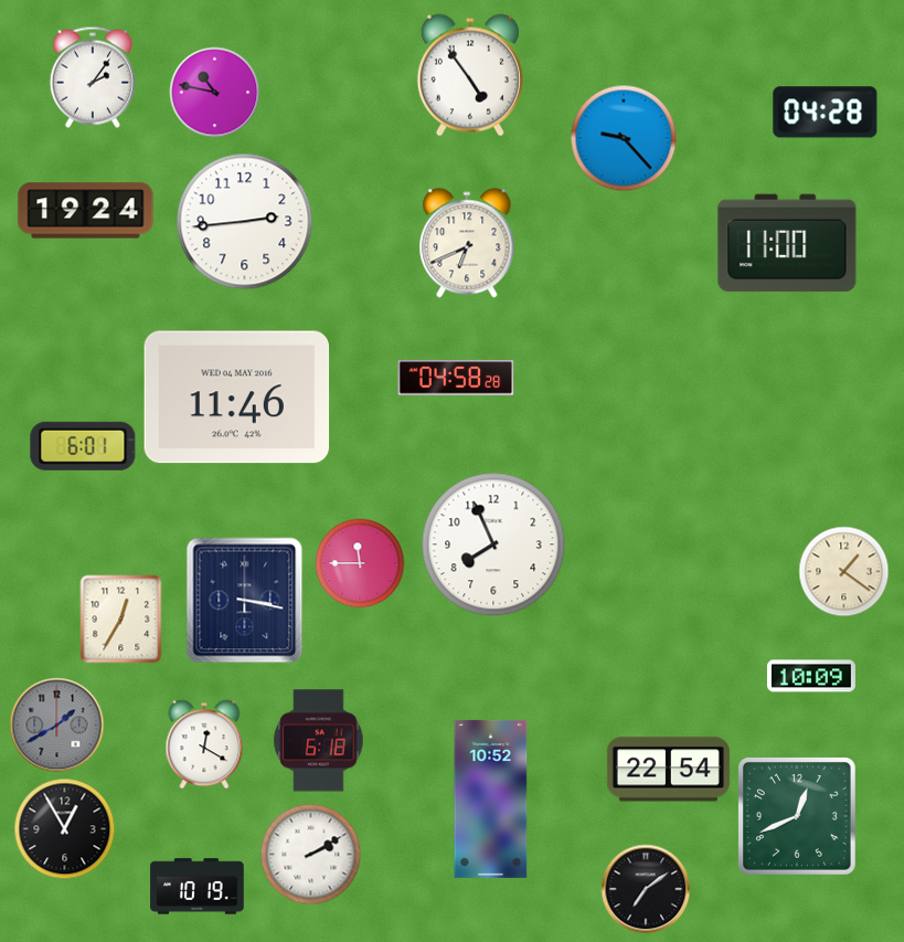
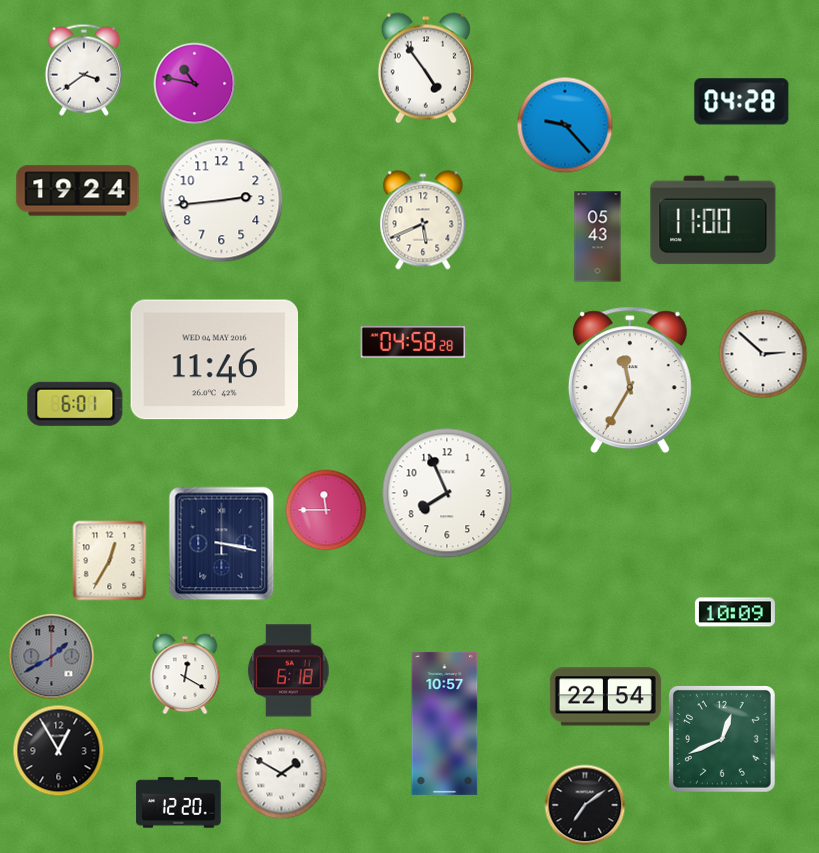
clock at (93, 77): 2:06 -> 3:39
clock at (826, 113) position: (826, 113) -> (742, 102)
clock at (467, 243): 6:41 -> 5:41
clock at (598, 237): none -> 05:43
clock at (763, 354): none -> 2:52
clock at (630, 380): none -> 11:35
clock at (844, 572): 1:21 -> none
clock at (491, 798): 10:52 -> 10:57
clock at (311, 855): 2:10 -> 1:50
clock at (198, 887): 10:19 -> 12:20
